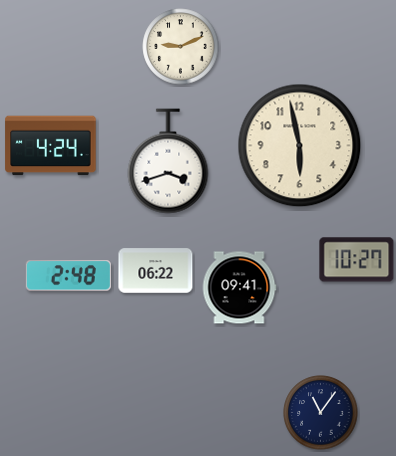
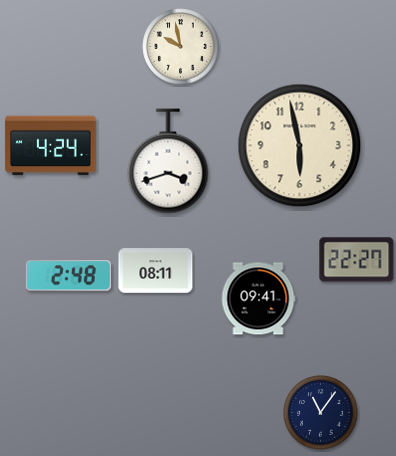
clock at (181, 47): 9:11 -> 9:58
clock at (357, 260): 10:27 -> 22:27
clock at (156, 271): 06:22 -> 08:11
clock at (239, 288) position: (239, 288) -> (258, 299)
